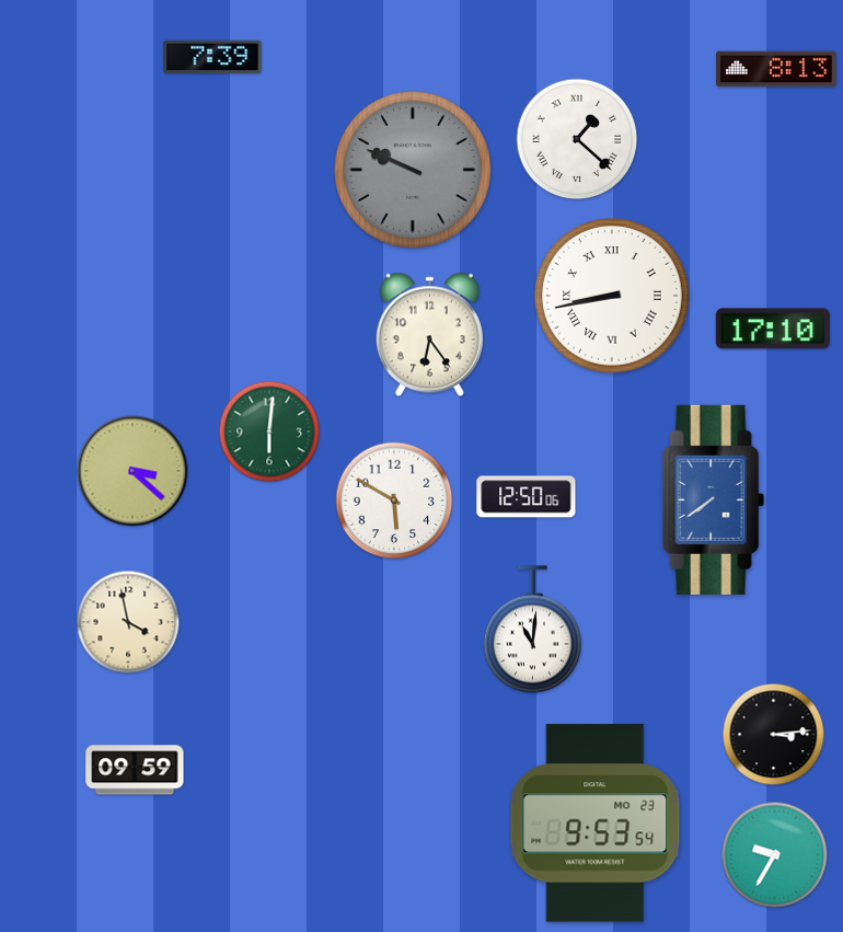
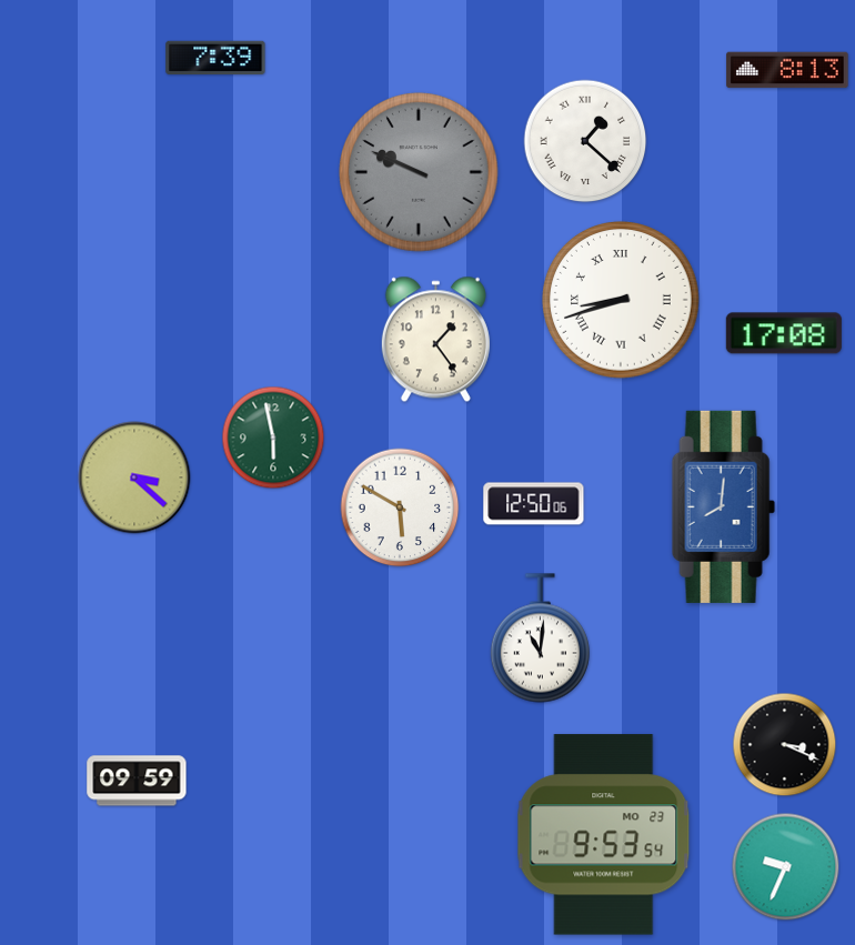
clock at (613, 297): 8:43 -> 8:42
clock at (773, 329): 17:10 -> 17:08
clock at (429, 335): 6:24 -> 1:24
clock at (269, 432): 6:01 -> 5:58
clock at (713, 499): 7:39 -> 8:01
clock at (128, 622): 3:58 -> none
clock at (774, 735): 3:14 -> 3:19
clock at (775, 855): 9:35 -> 9:34
